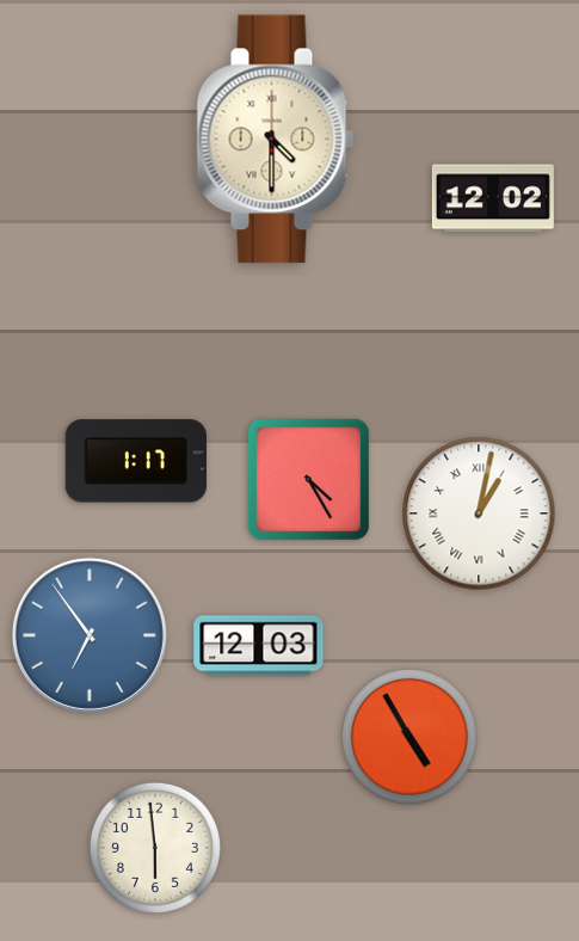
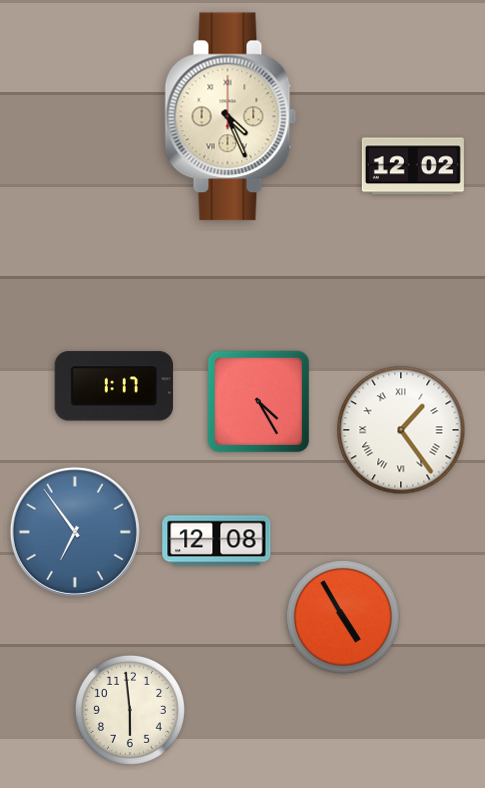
clock at (276, 140): 4:30 -> 4:26
clock at (479, 513): 1:02 -> 1:24
clock at (259, 646): 12:03 -> 12:08
